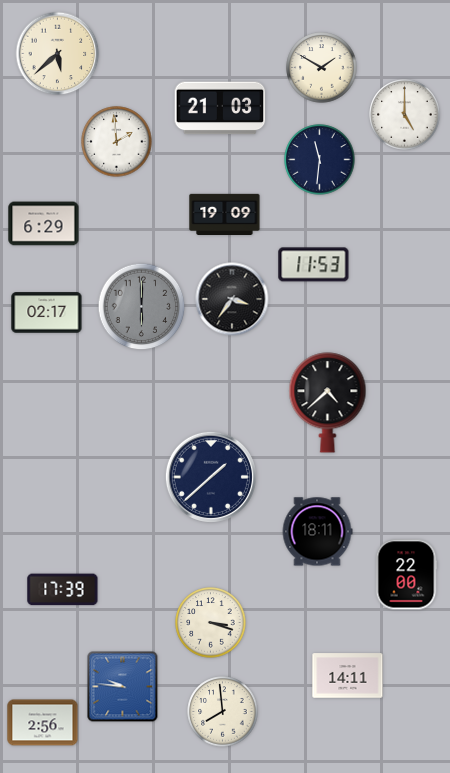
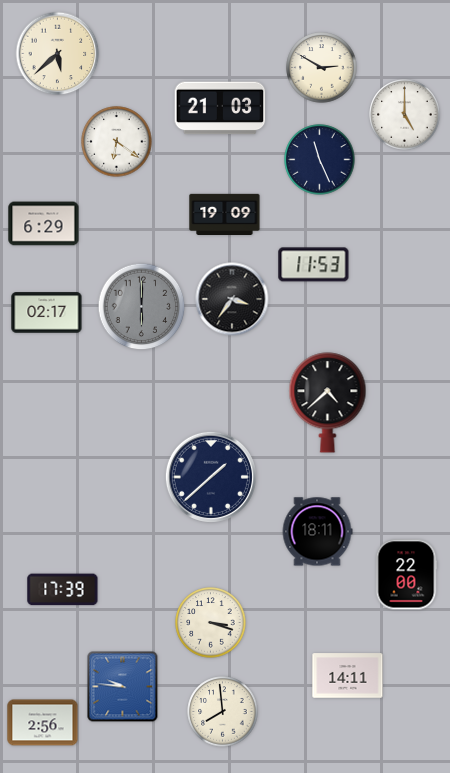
clock at (322, 68): 1:50 -> 2:50
clock at (117, 142): 1:59 -> 6:21
clock at (320, 160): 11:31 -> 11:26
